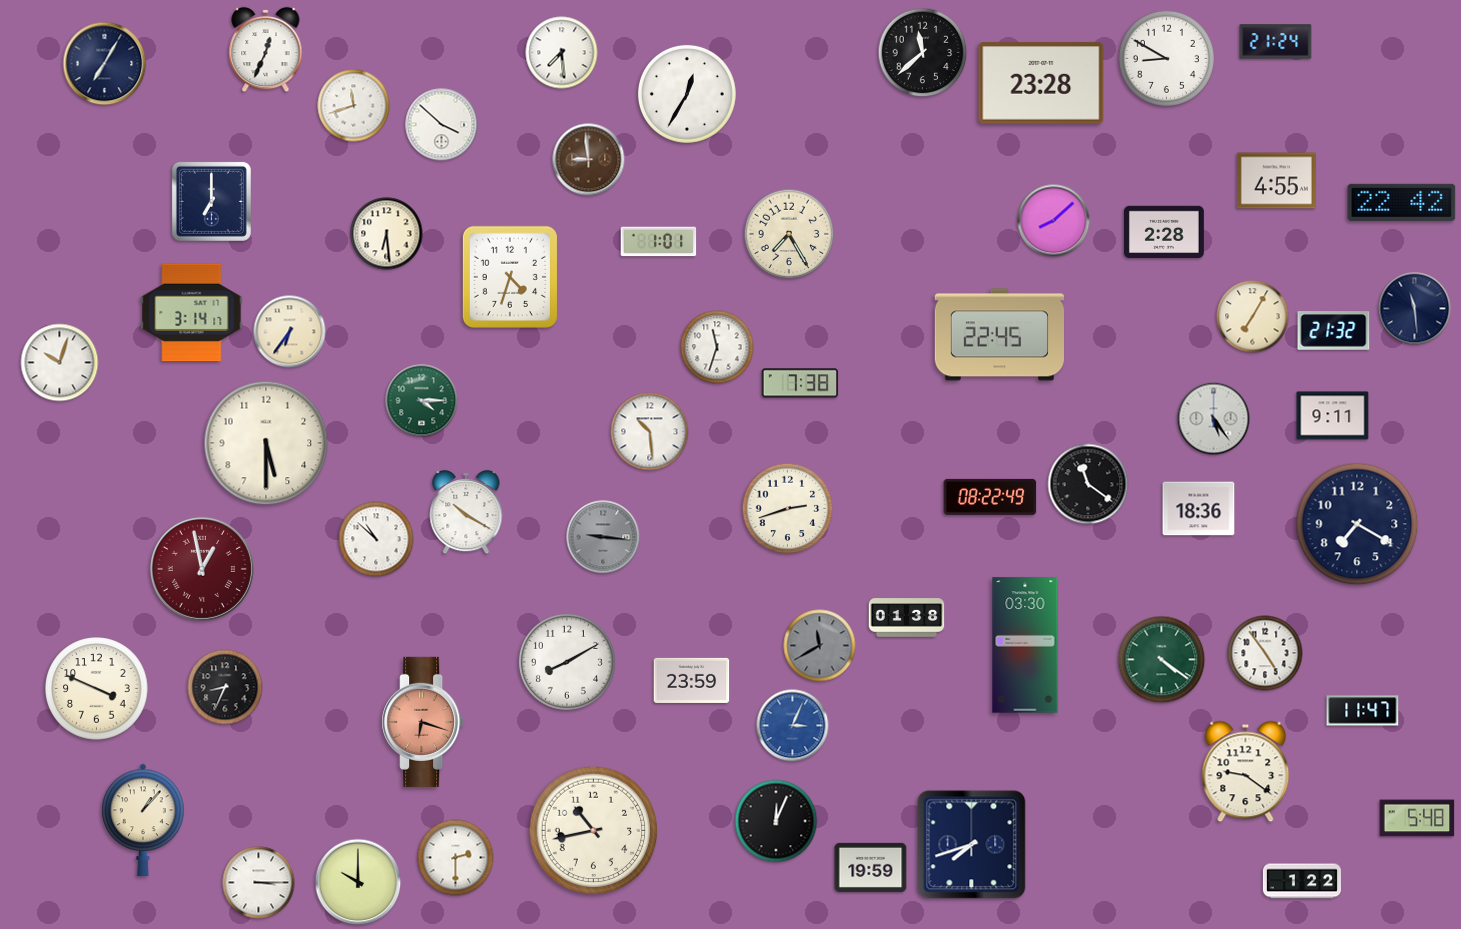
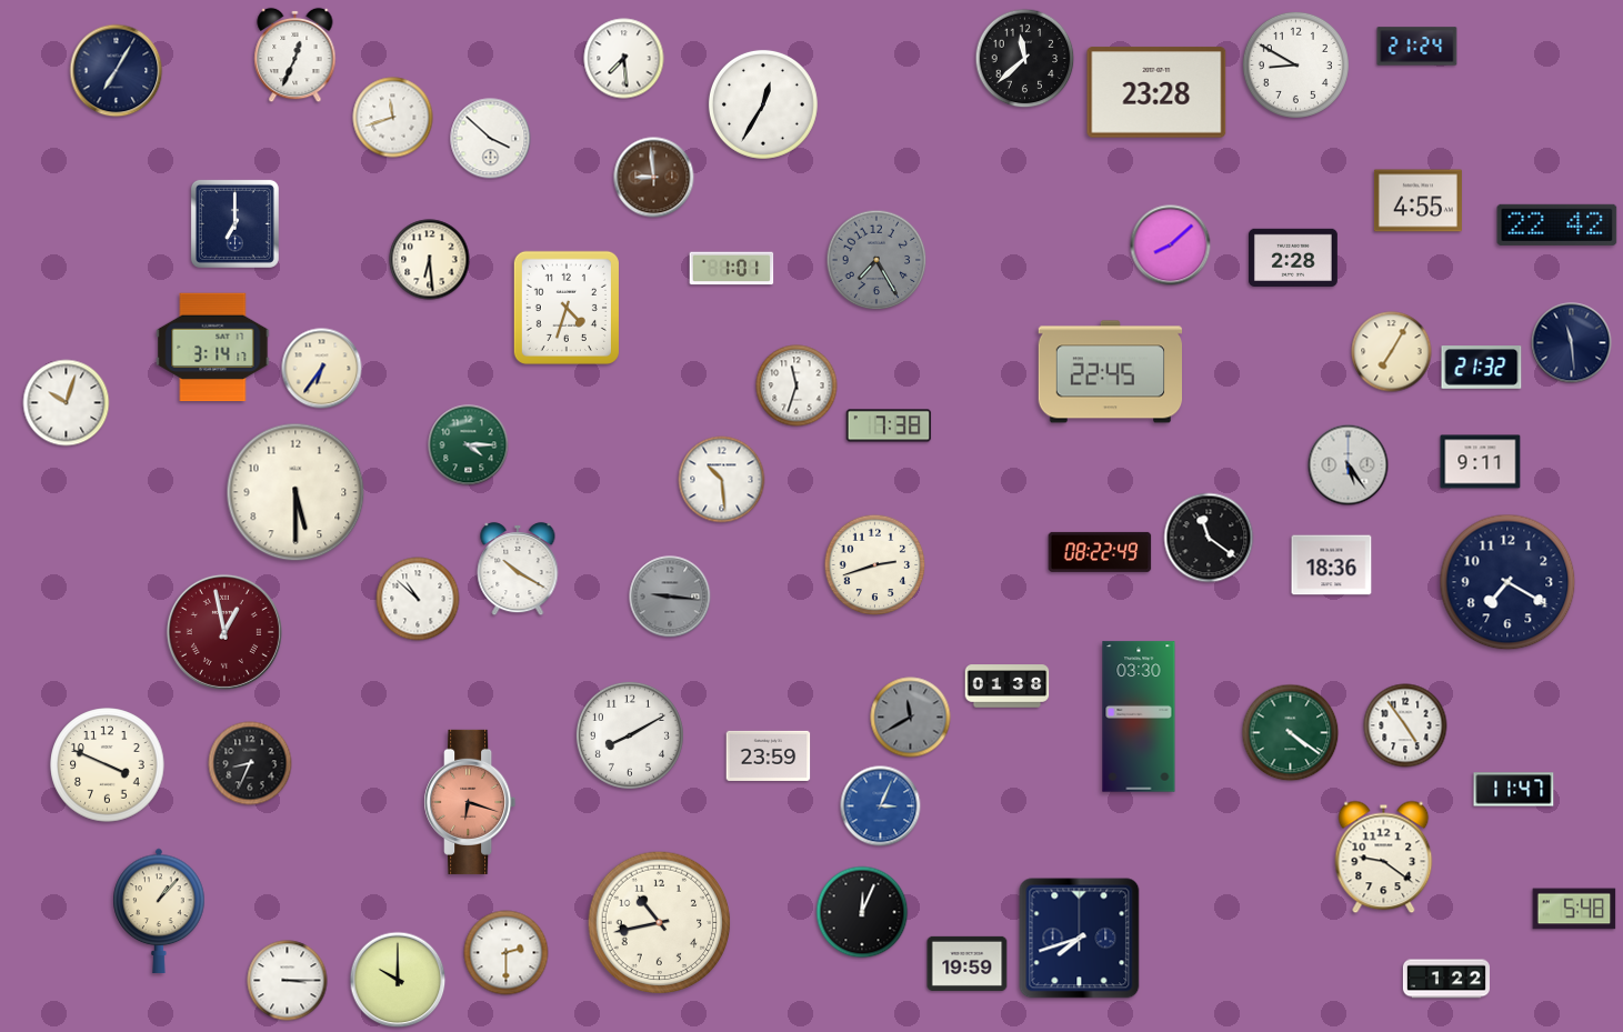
clock at (789, 234) dial: cream -> grey
